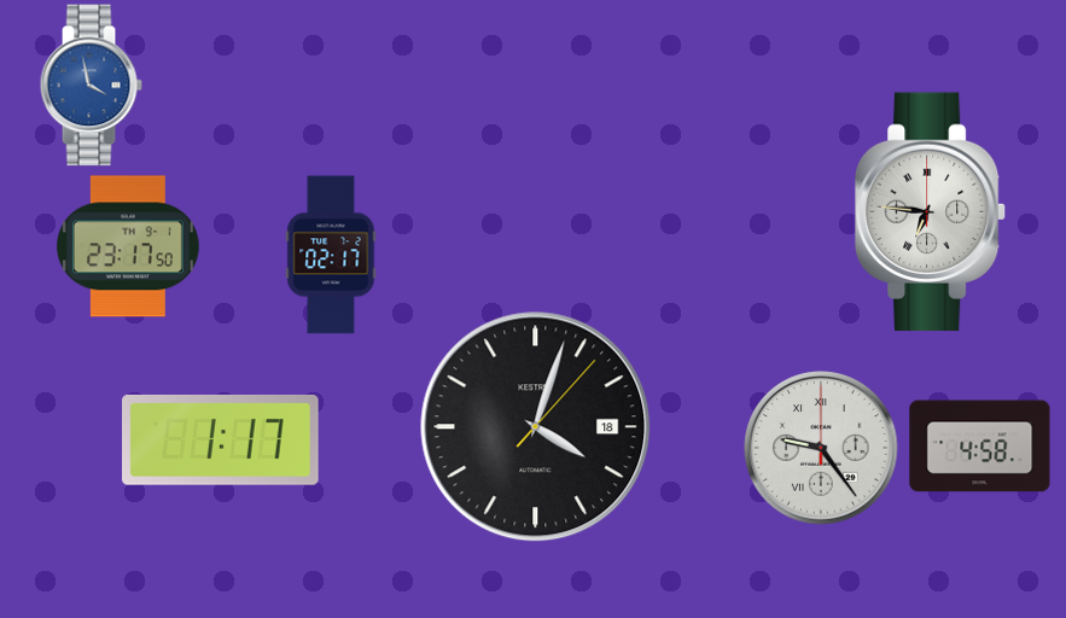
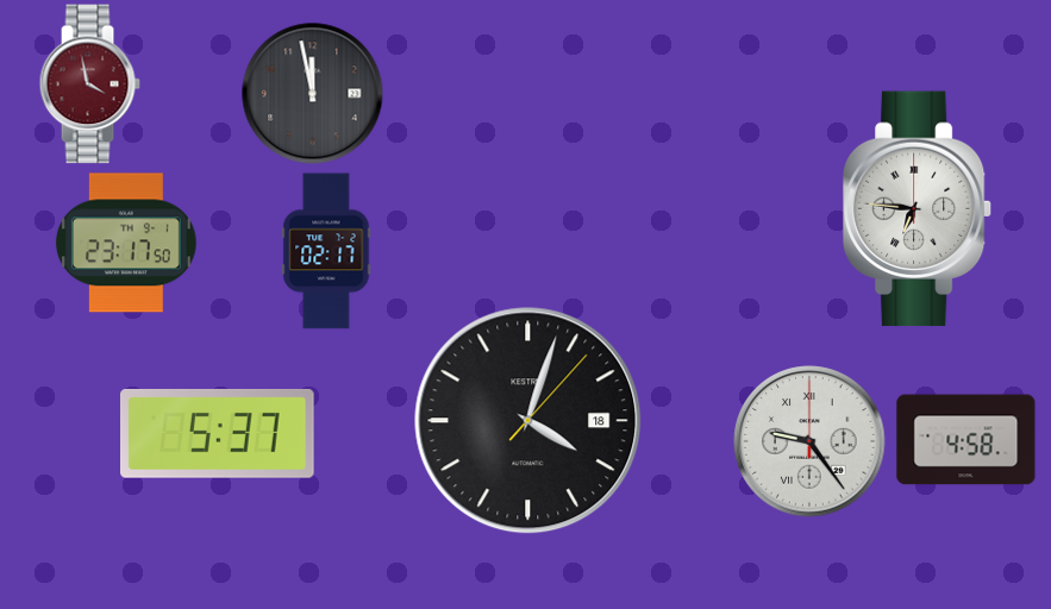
clock at (91, 86) dial: blue -> burgundy
clock at (313, 94): none -> 11:58
clock at (221, 439): 1:17 -> 5:37
